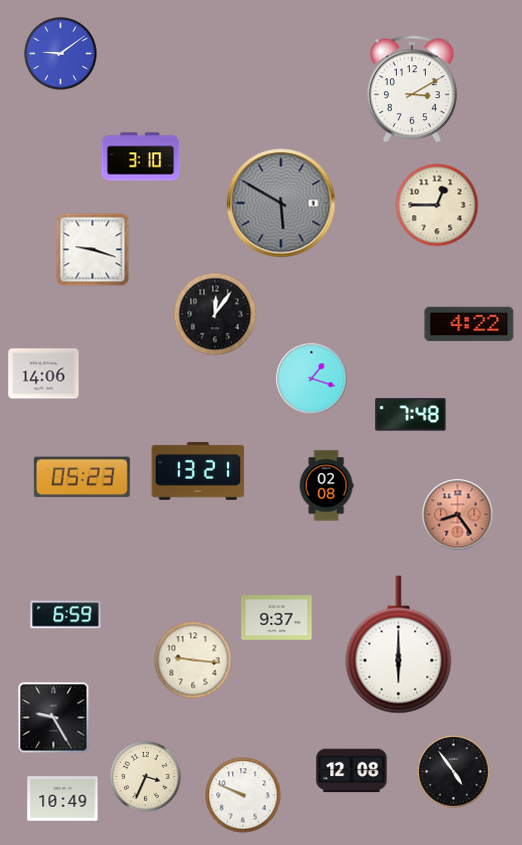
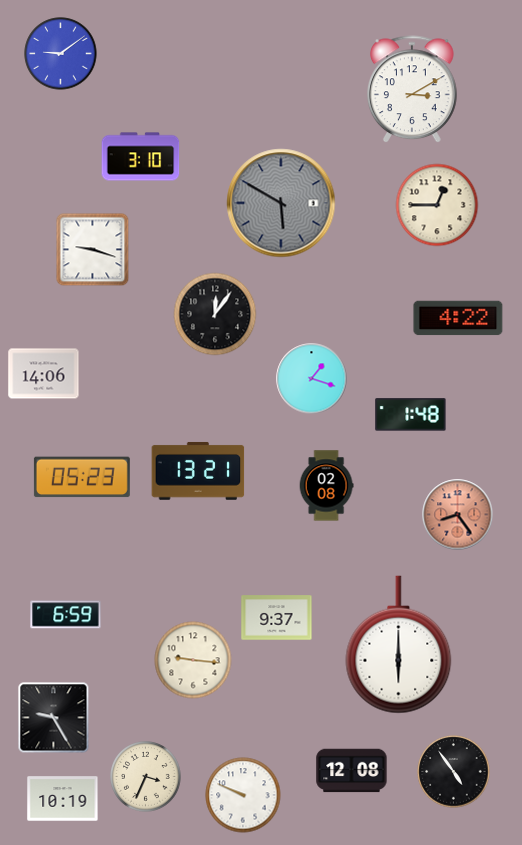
clock at (469, 324) position: (469, 324) -> (458, 318)
clock at (411, 415): 7:48 -> 1:48
clock at (63, 799): 10:49 -> 10:19
